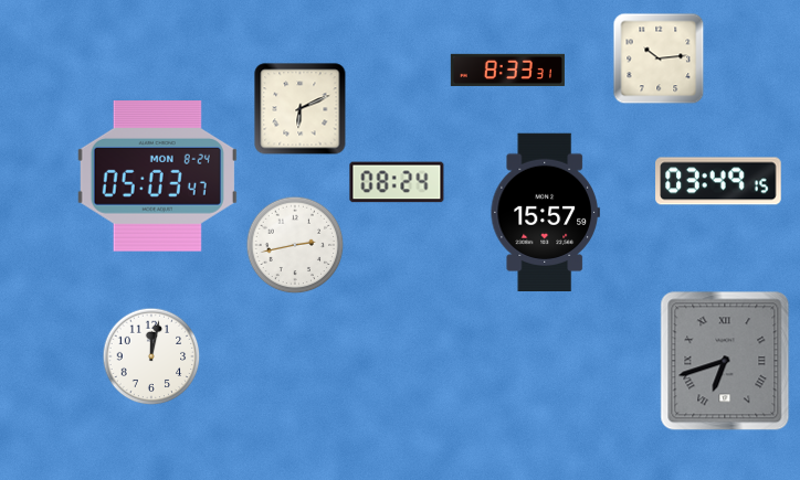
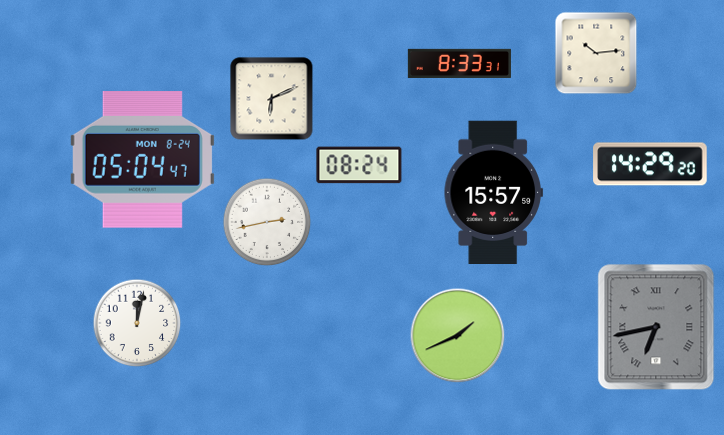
clock at (157, 177): 05:03 -> 05:04
clock at (718, 181): 03:49 -> 14:29
clock at (725, 361): 6:42 -> 6:43
clock at (457, 335): none -> 1:41
